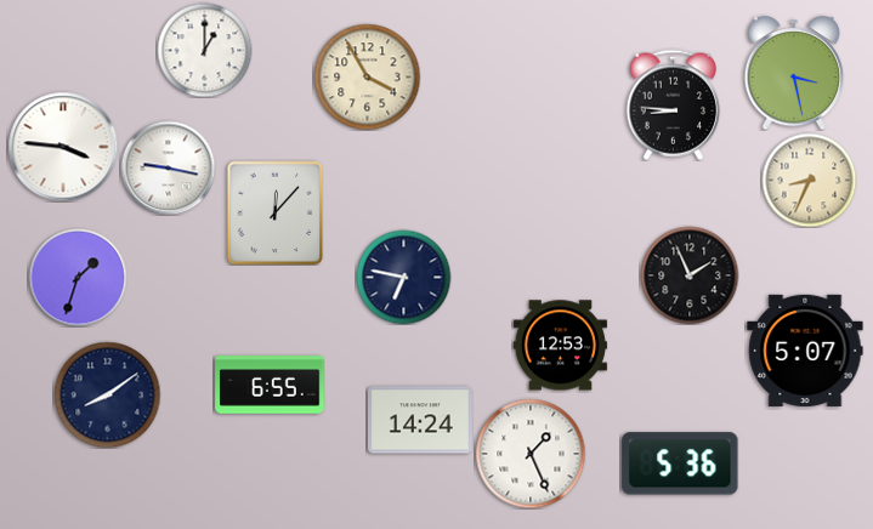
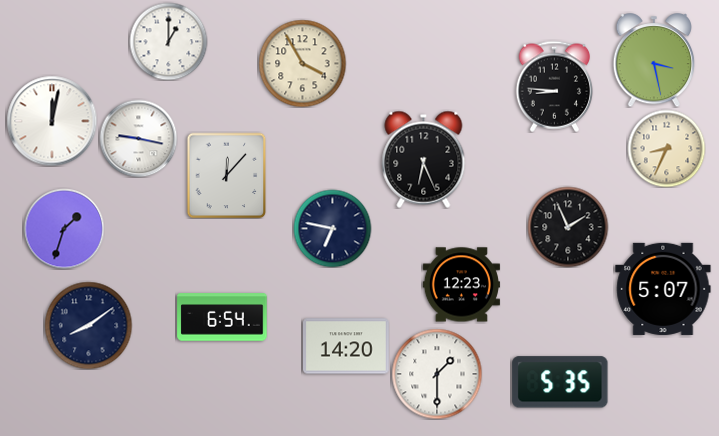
clock at (63, 147): 3:46 -> 12:02
clock at (424, 159): none -> 6:26
clock at (560, 346): 12:53 -> 12:23
clock at (270, 385): 6:55 -> 6:54
clock at (421, 420): 14:24 -> 14:20
clock at (531, 454): 1:26 -> 1:30
clock at (680, 463): 5:36 -> 5:35
